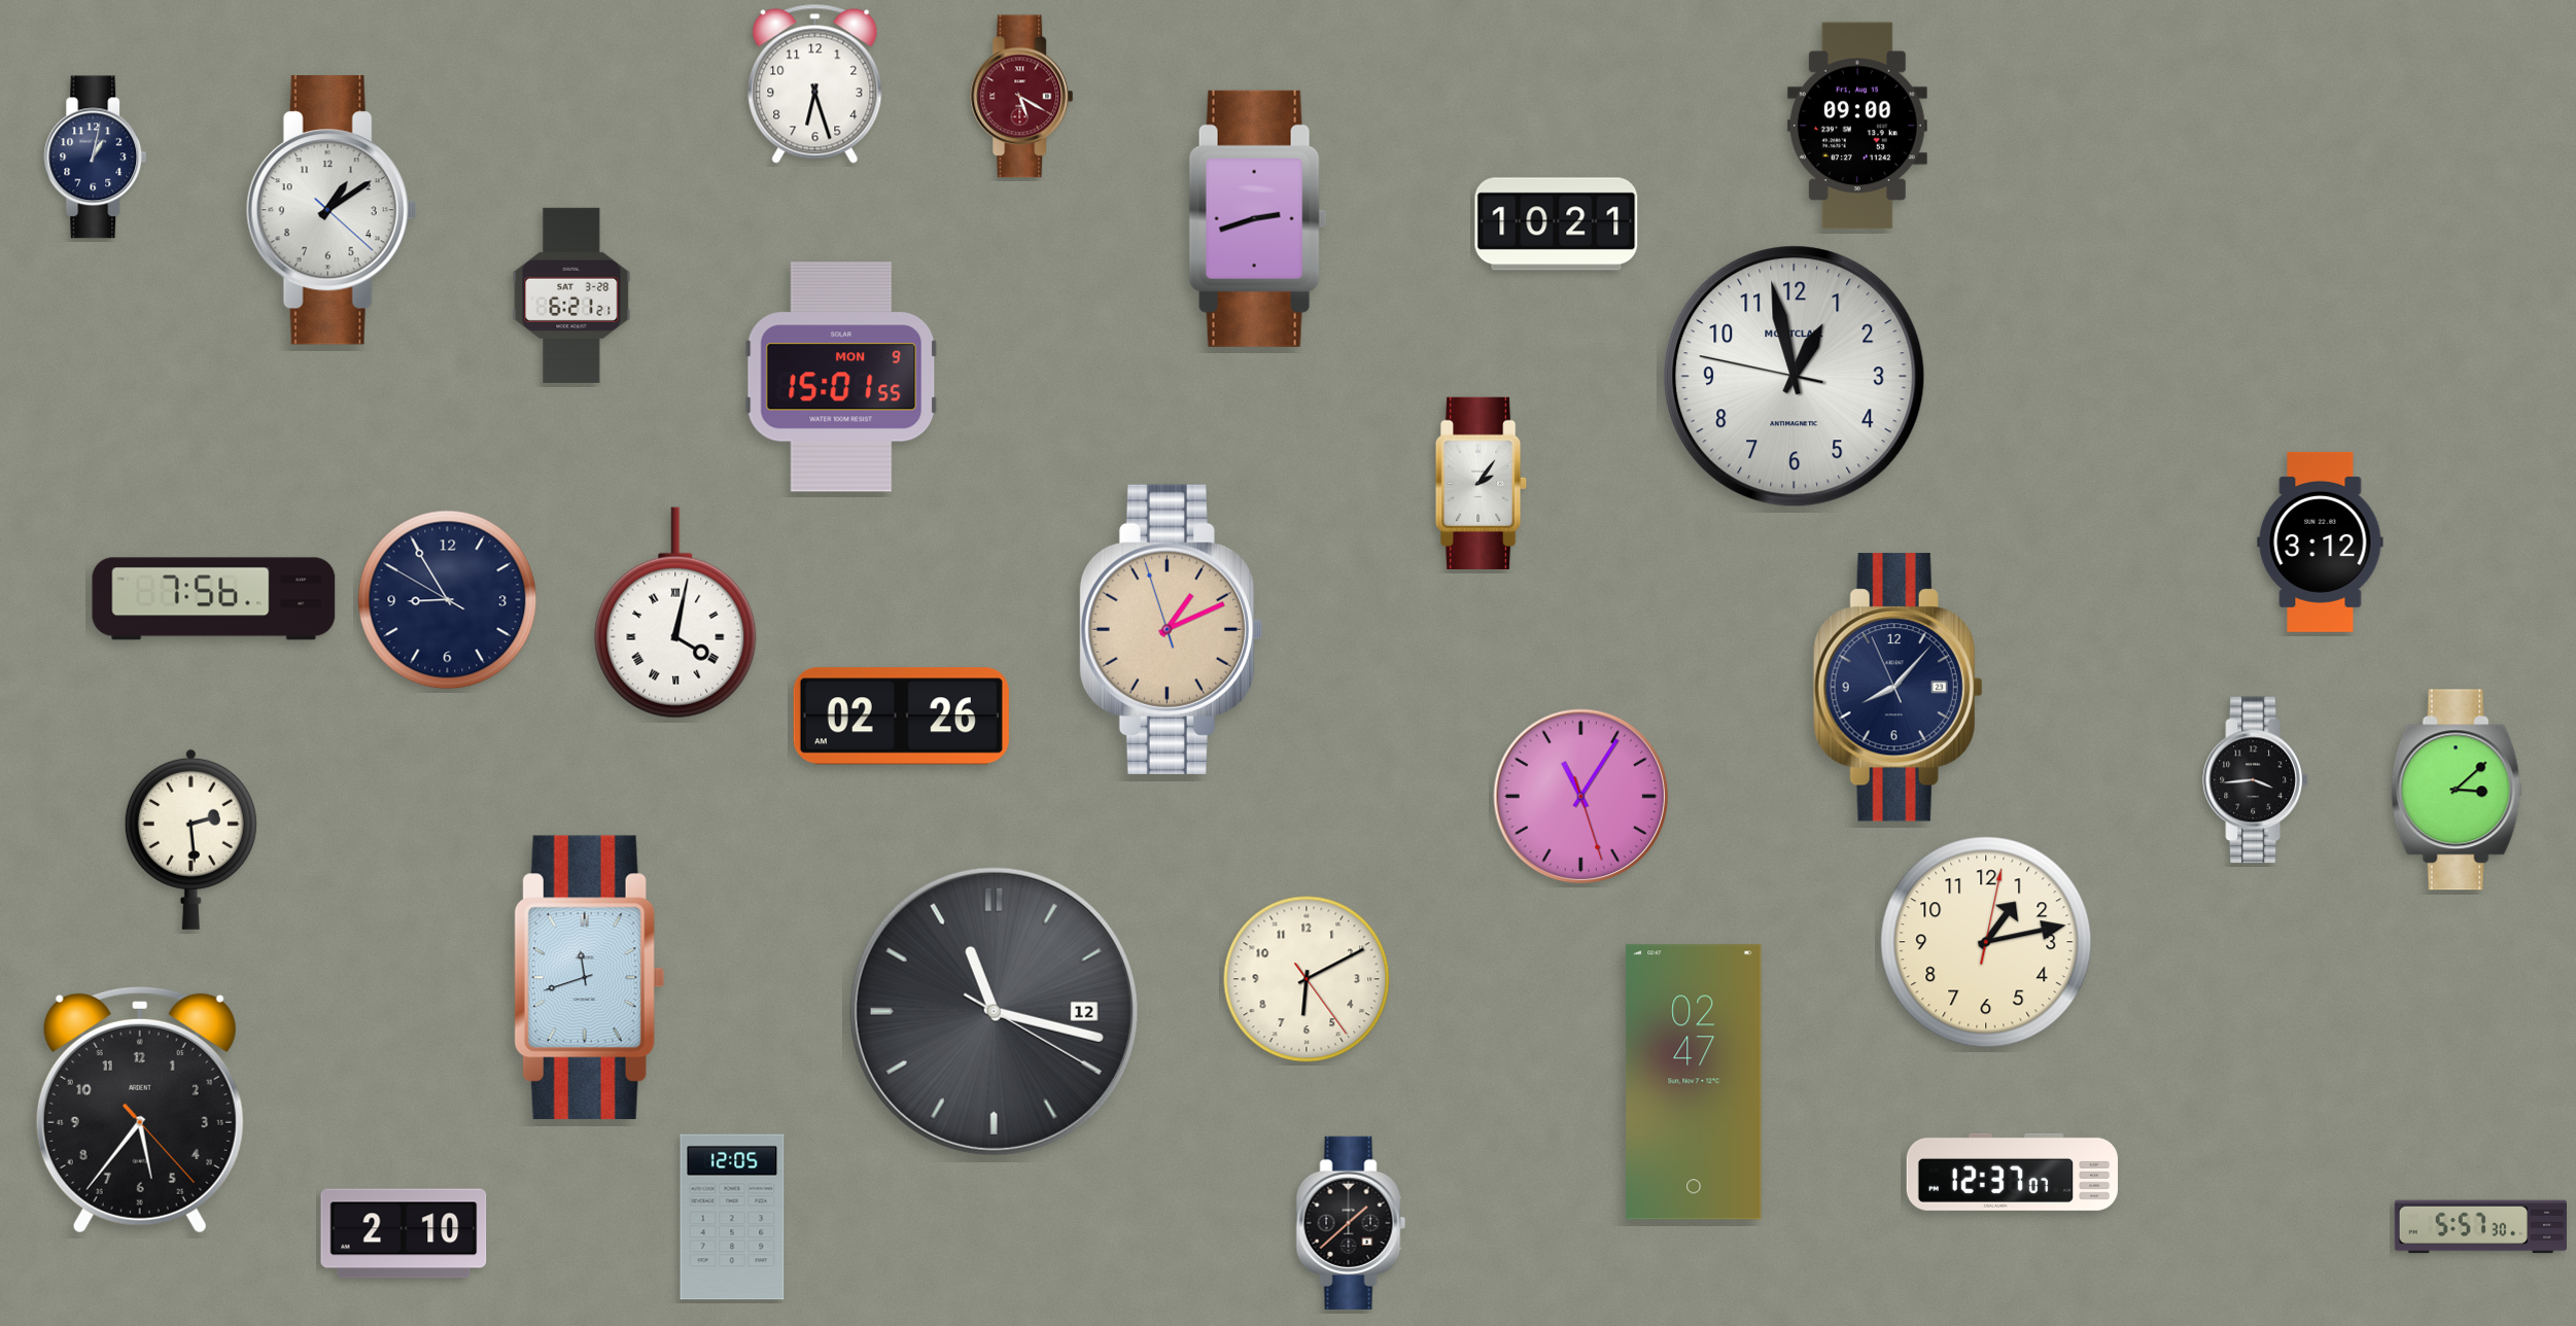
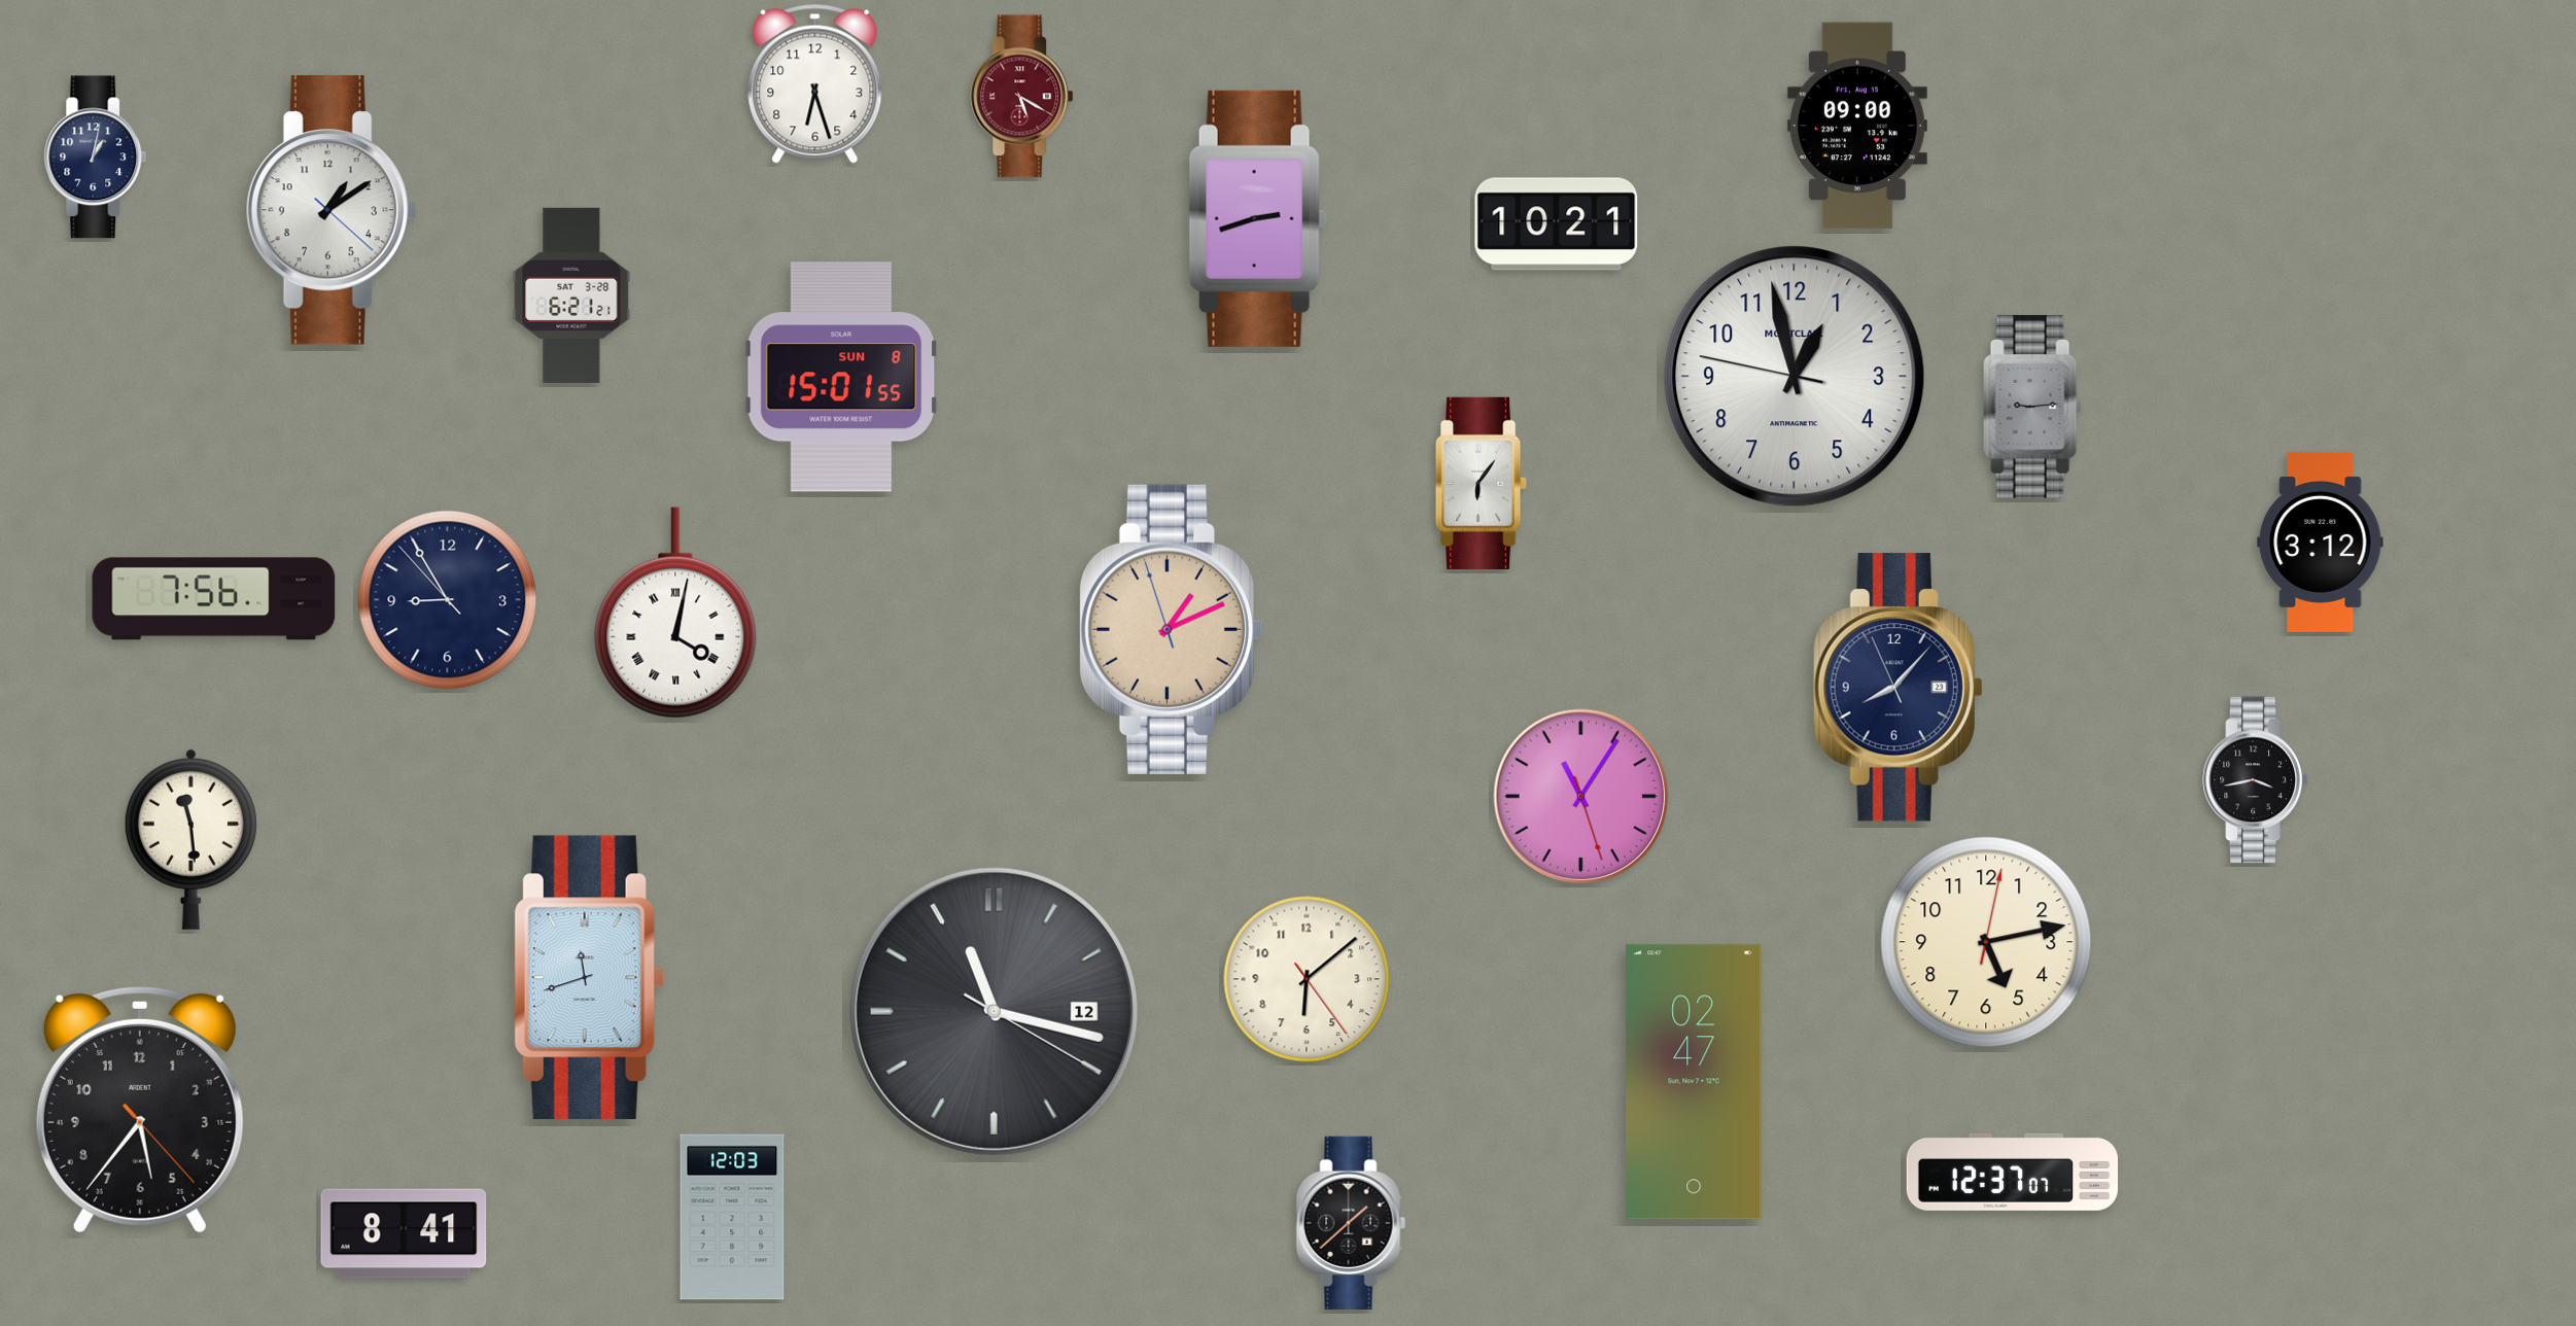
clock at (841, 377) date: MON 9 -> SUN 8
clock at (2032, 407): none -> 9:14
clock at (1483, 483): 2:06 -> 6:06
clock at (448, 600): 8:54:50 -> 8:54:53
clock at (901, 717): 02:26 -> none
clock at (2256, 780): 3:44 -> 3:43
clock at (2457, 790): 3:08 -> none
clock at (190, 839): 2:29 -> 11:29
clock at (1986, 942): 1:13 -> 5:13
clock at (1307, 979): 6:10 -> 6:08
clock at (732, 1217): 12:05 -> 12:03
clock at (2480, 1227): 5:57 -> none
clock at (404, 1233): 2:10 -> 8:41
